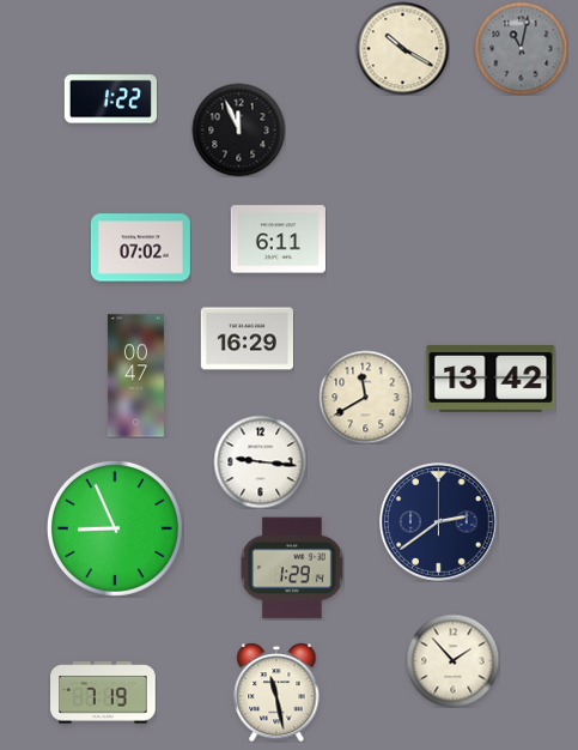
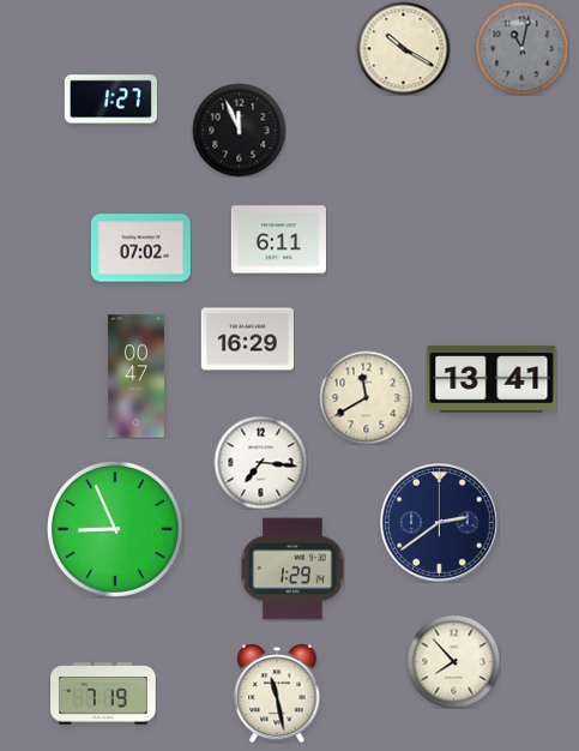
clock at (110, 99): 1:22 -> 1:27
clock at (491, 379): 13:42 -> 13:41
clock at (260, 461): 9:16 -> 7:16
clock at (452, 660): 1:53 -> 7:53
